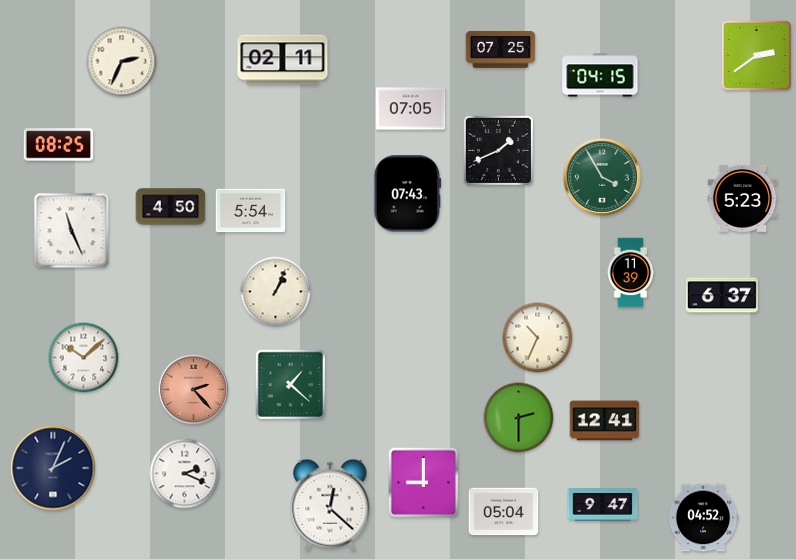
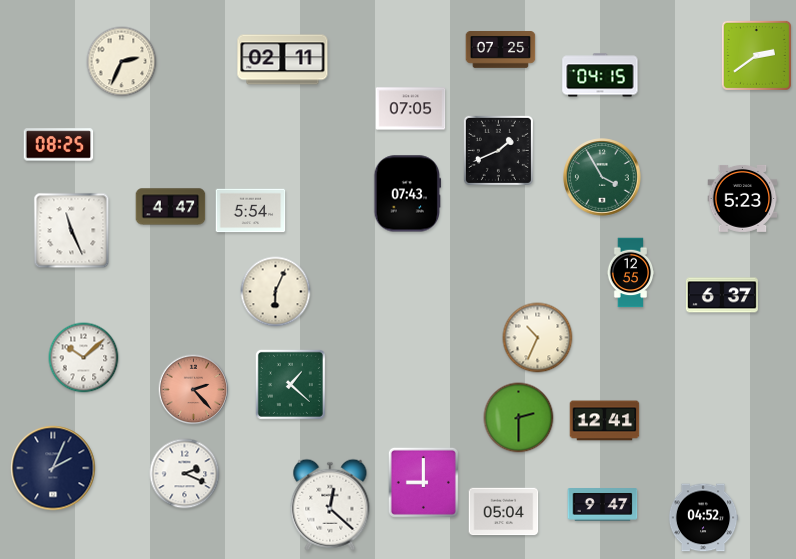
clock at (171, 207): 4:50 -> 4:47
clock at (631, 273): 11:39 -> 12:55
clock at (276, 292): 1:04 -> 6:04
